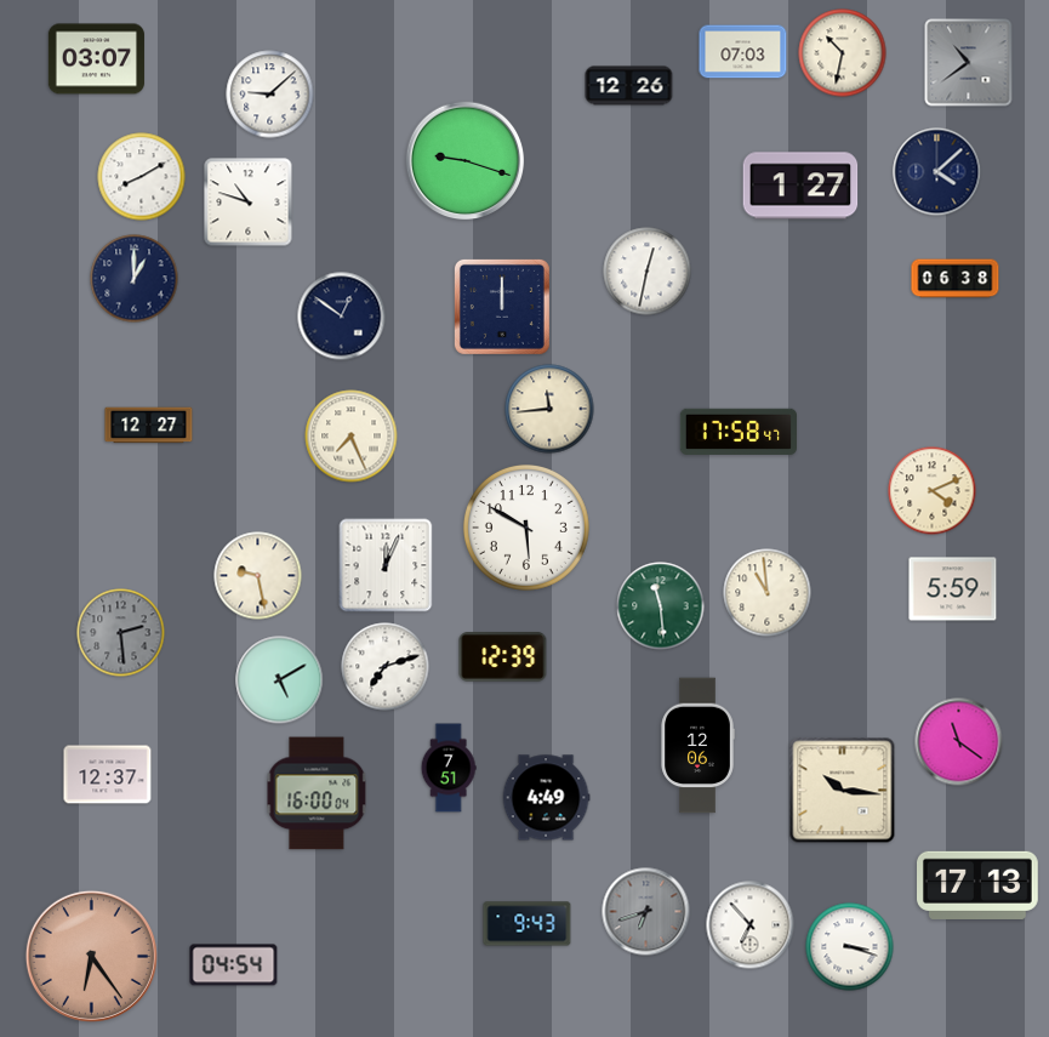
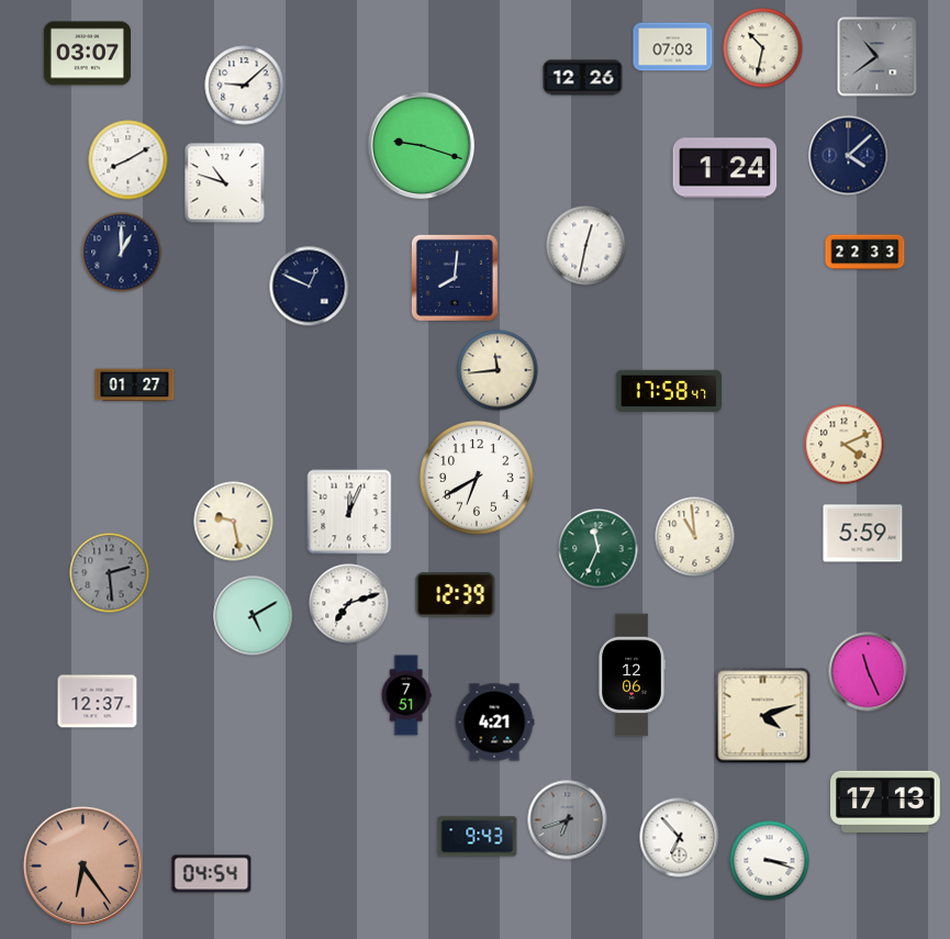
clock at (629, 86) position: (629, 86) -> (583, 78)
clock at (800, 186): 1:27 -> 1:24
clock at (956, 279): 06:38 -> 22:33
clock at (502, 307): 12:00 -> 8:01
clock at (342, 317): 12:51 -> 12:49
clock at (149, 426): 12:27 -> 01:27
clock at (352, 437): 7:26 -> none
clock at (526, 528): 5:50 -> 6:40
clock at (661, 606): 11:29 -> 11:34
clock at (959, 742): 11:21 -> 11:26
clock at (843, 791): 10:16 -> 4:12
clock at (317, 793): 16:00 -> none
clock at (546, 798): 4:49 -> 4:21
clock at (646, 912) position: (646, 912) -> (568, 820)
clock at (850, 947) position: (850, 947) -> (770, 861)
